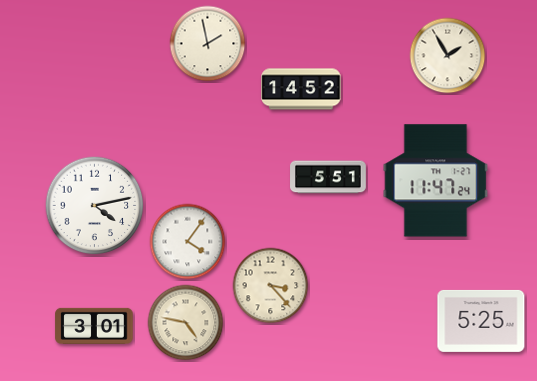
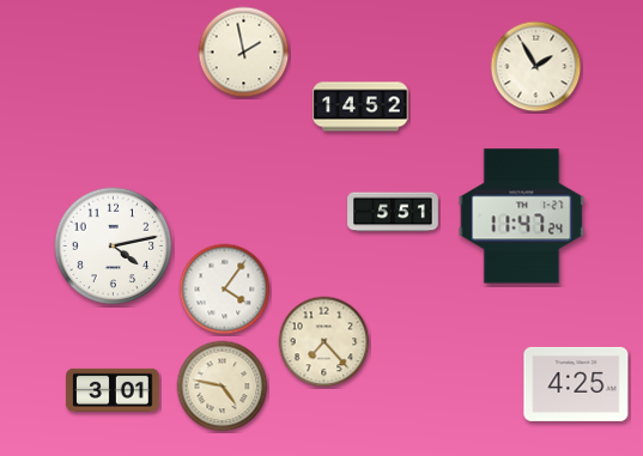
clock at (208, 44) position: (208, 44) -> (244, 53)
clock at (271, 286): 3:23 -> 7:23
clock at (481, 321): 5:25 -> 4:25
